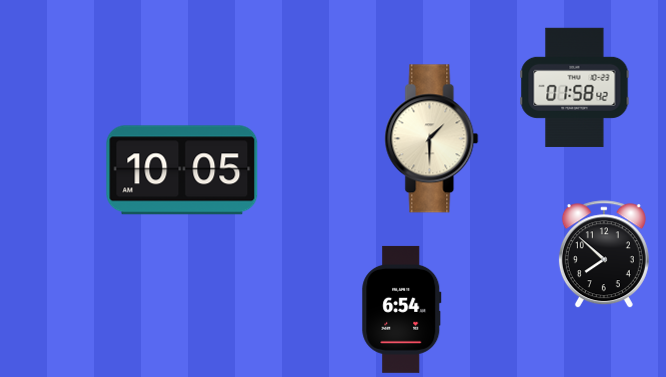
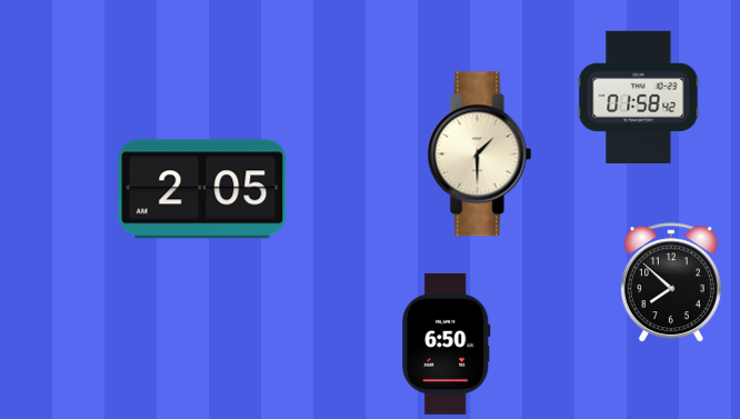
clock at (182, 170): 10:05 -> 2:05
clock at (402, 309): 6:54 -> 6:50
